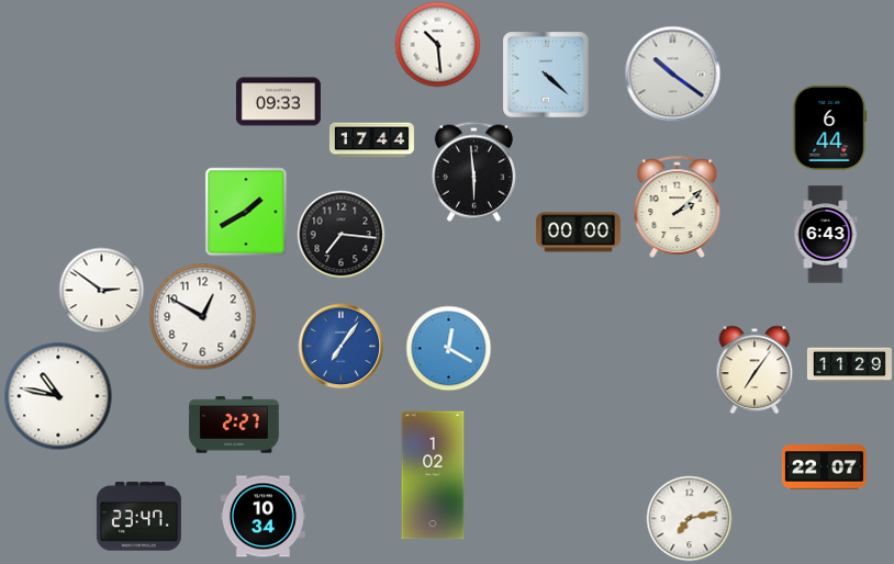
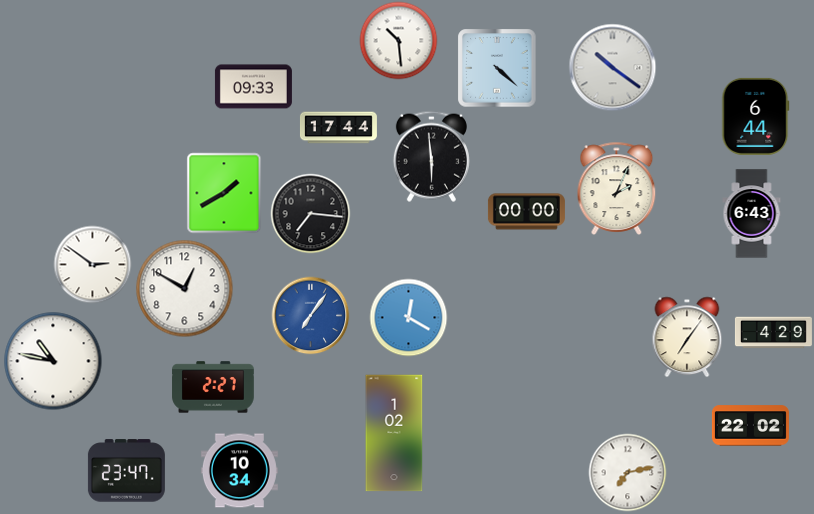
clock at (278, 102) position: (278, 102) -> (253, 87)
clock at (678, 206): 2:08 -> 2:04
clock at (849, 365): 11:29 -> 4:29
clock at (824, 467): 22:07 -> 22:02
